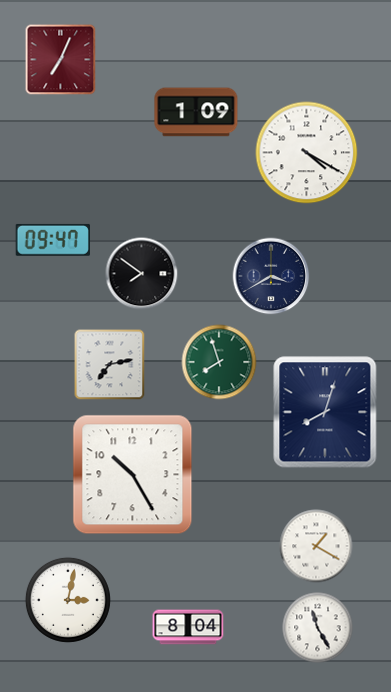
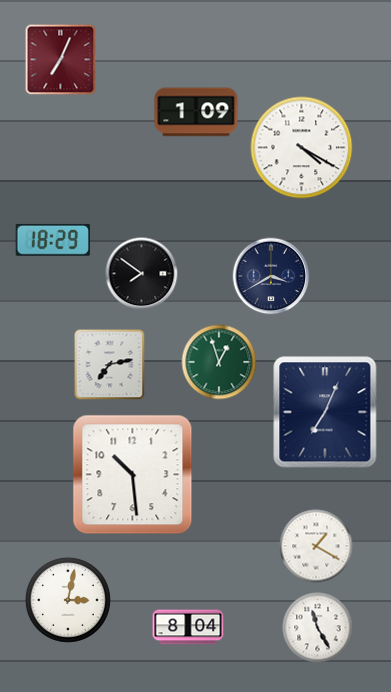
clock at (307, 153) position: (307, 153) -> (302, 148)
clock at (53, 240): 09:47 -> 18:29
clock at (219, 362): 7:57 -> 12:57
clock at (325, 412): 8:03 -> 7:04
clock at (133, 475): 10:25 -> 10:29
